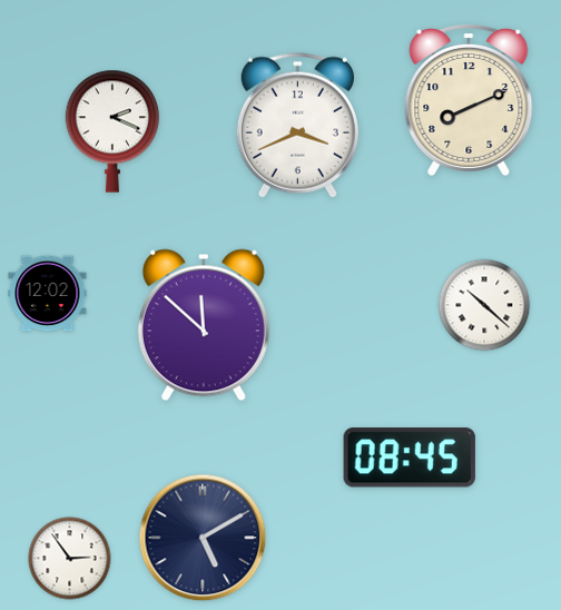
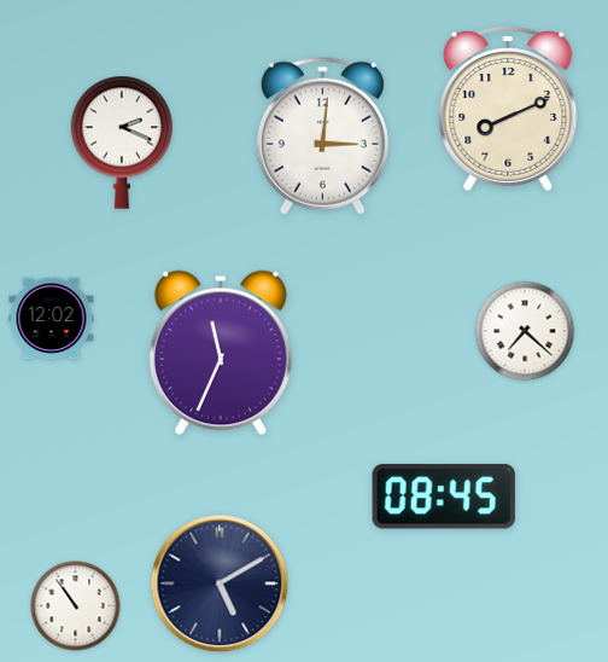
clock at (297, 125): 3:41 -> 3:01
clock at (484, 305): 10:22 -> 7:22
clock at (204, 325): 11:52 -> 11:34
clock at (70, 559): 2:54 -> 10:54
